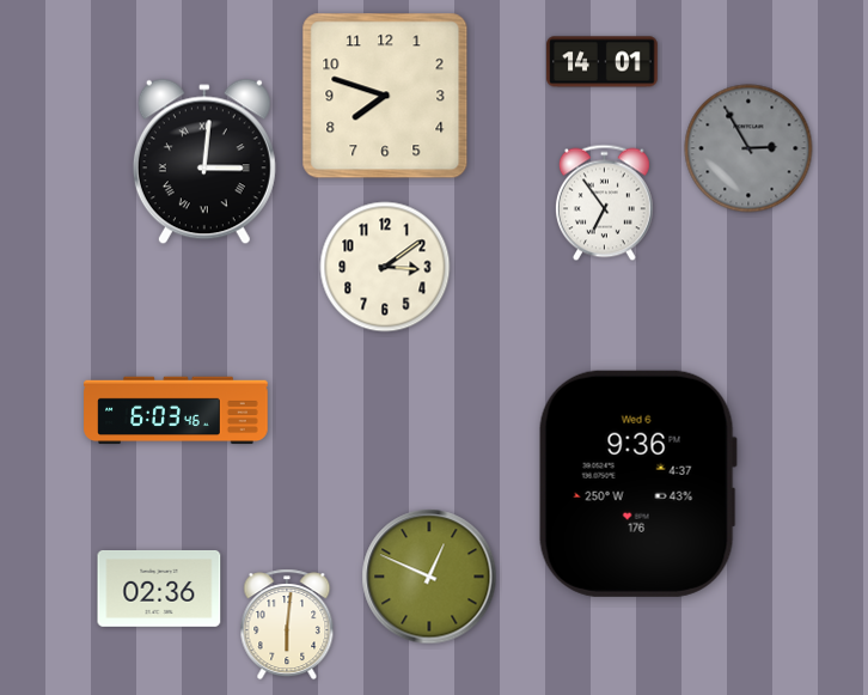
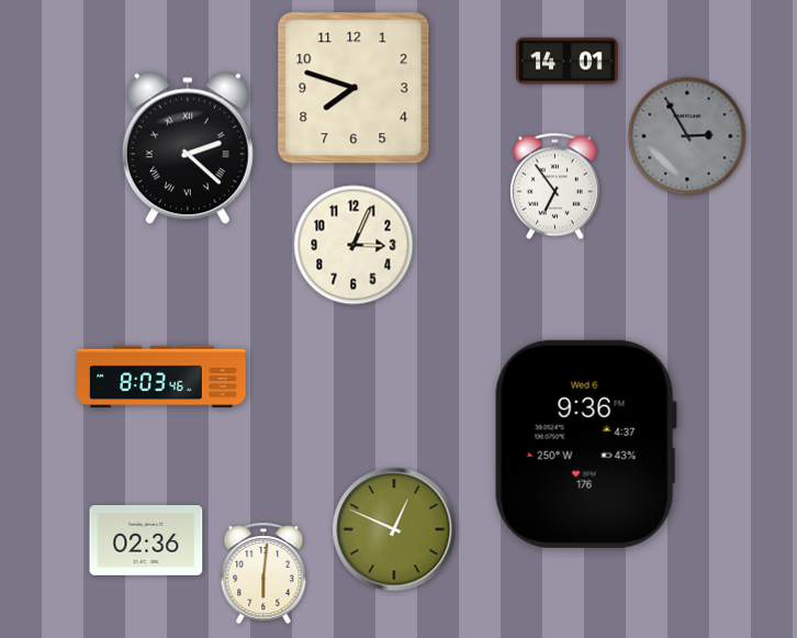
clock at (603, 62) position: (603, 62) -> (568, 61)
clock at (204, 161): 3:01 -> 2:22
clock at (385, 267): 3:09 -> 3:04
clock at (176, 410): 6:03 -> 8:03
